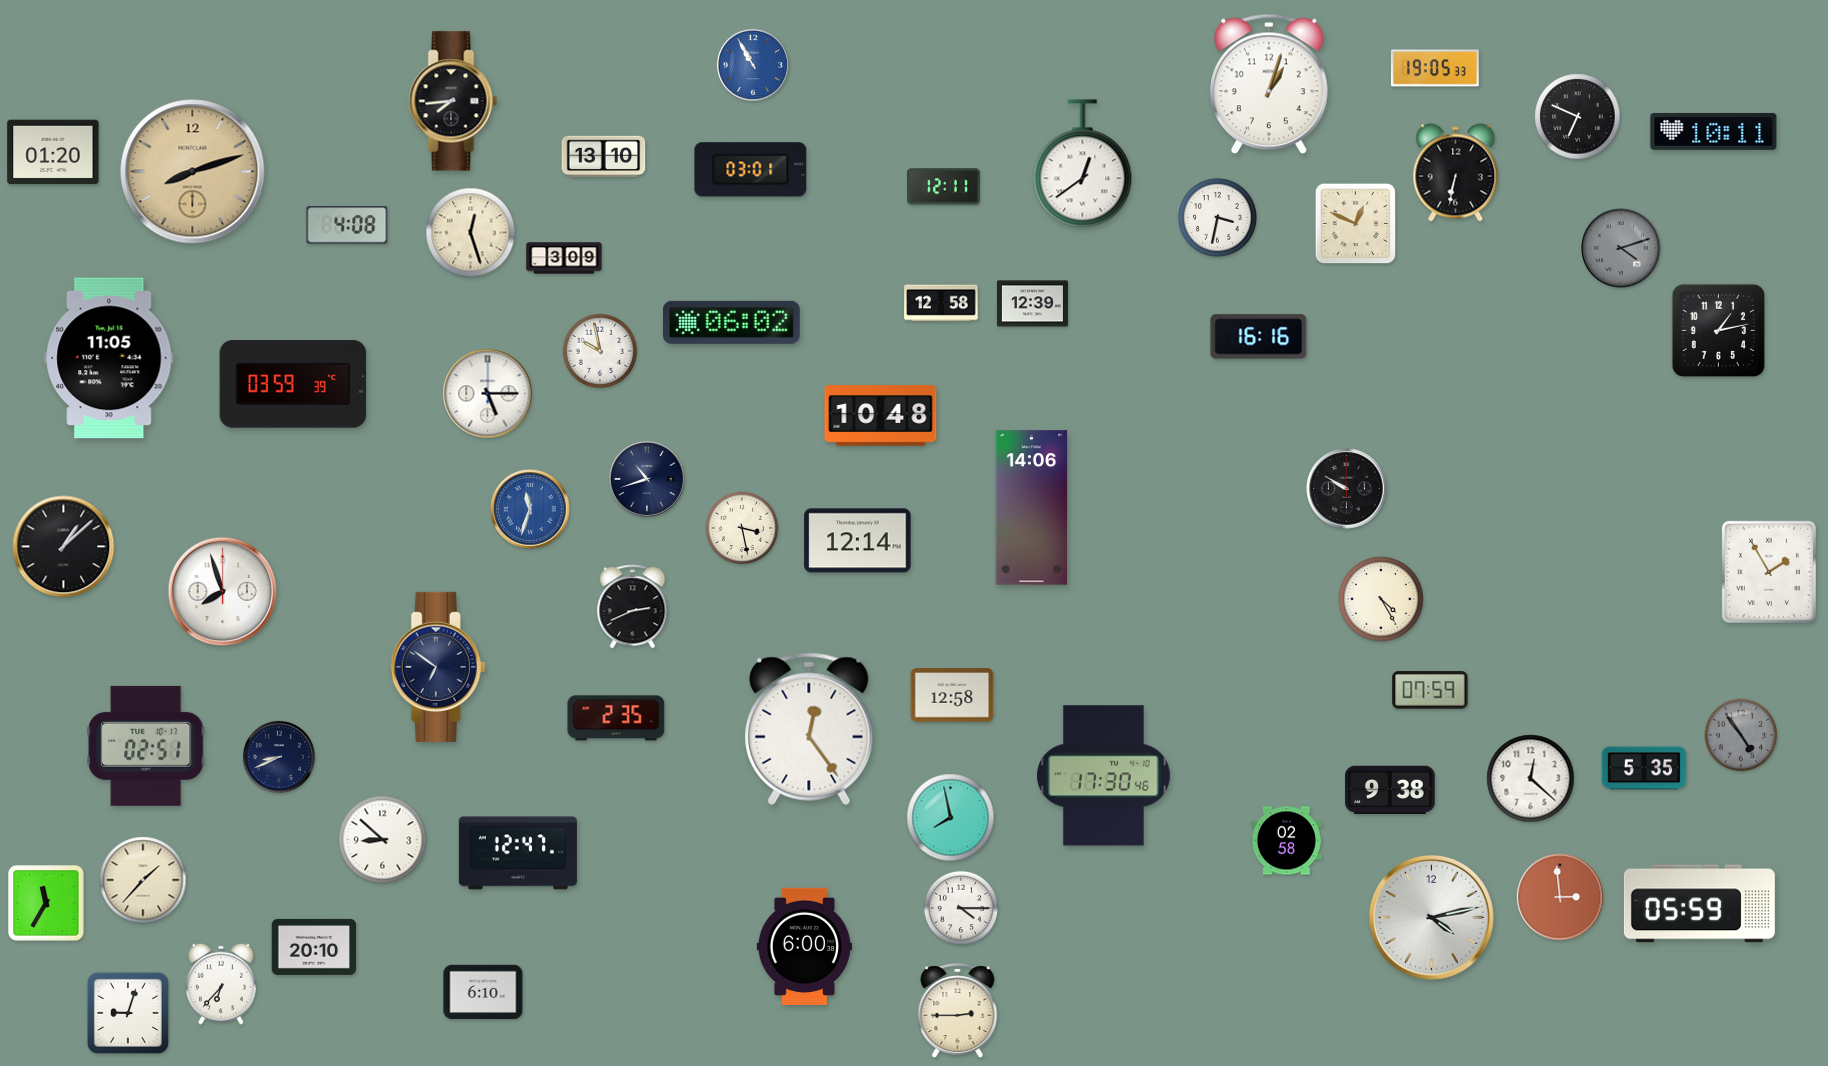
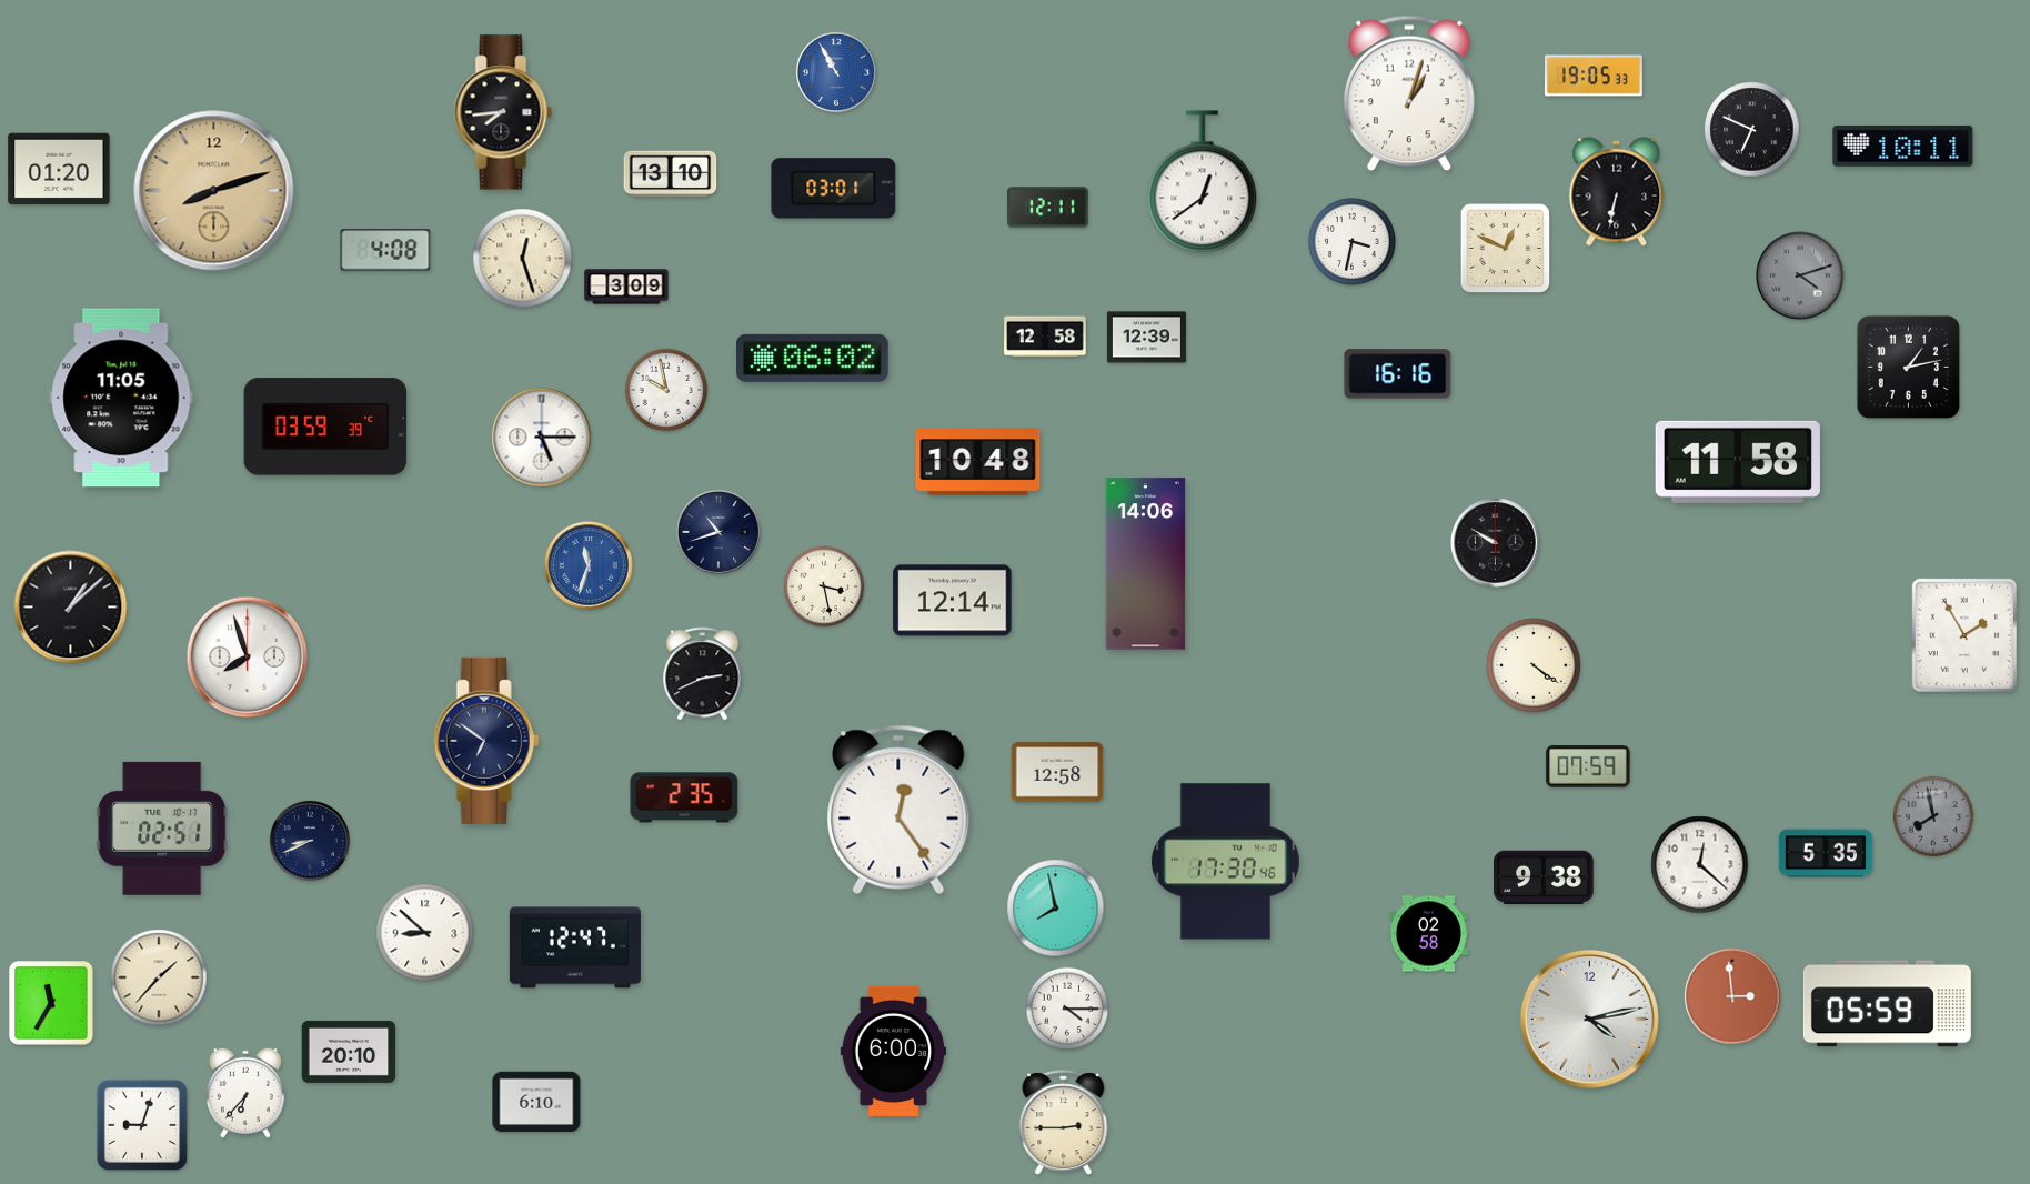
clock at (1738, 462): none -> 11:58
clock at (1381, 599): 4:25 -> 4:21
clock at (1741, 735): 4:54 -> 7:58
